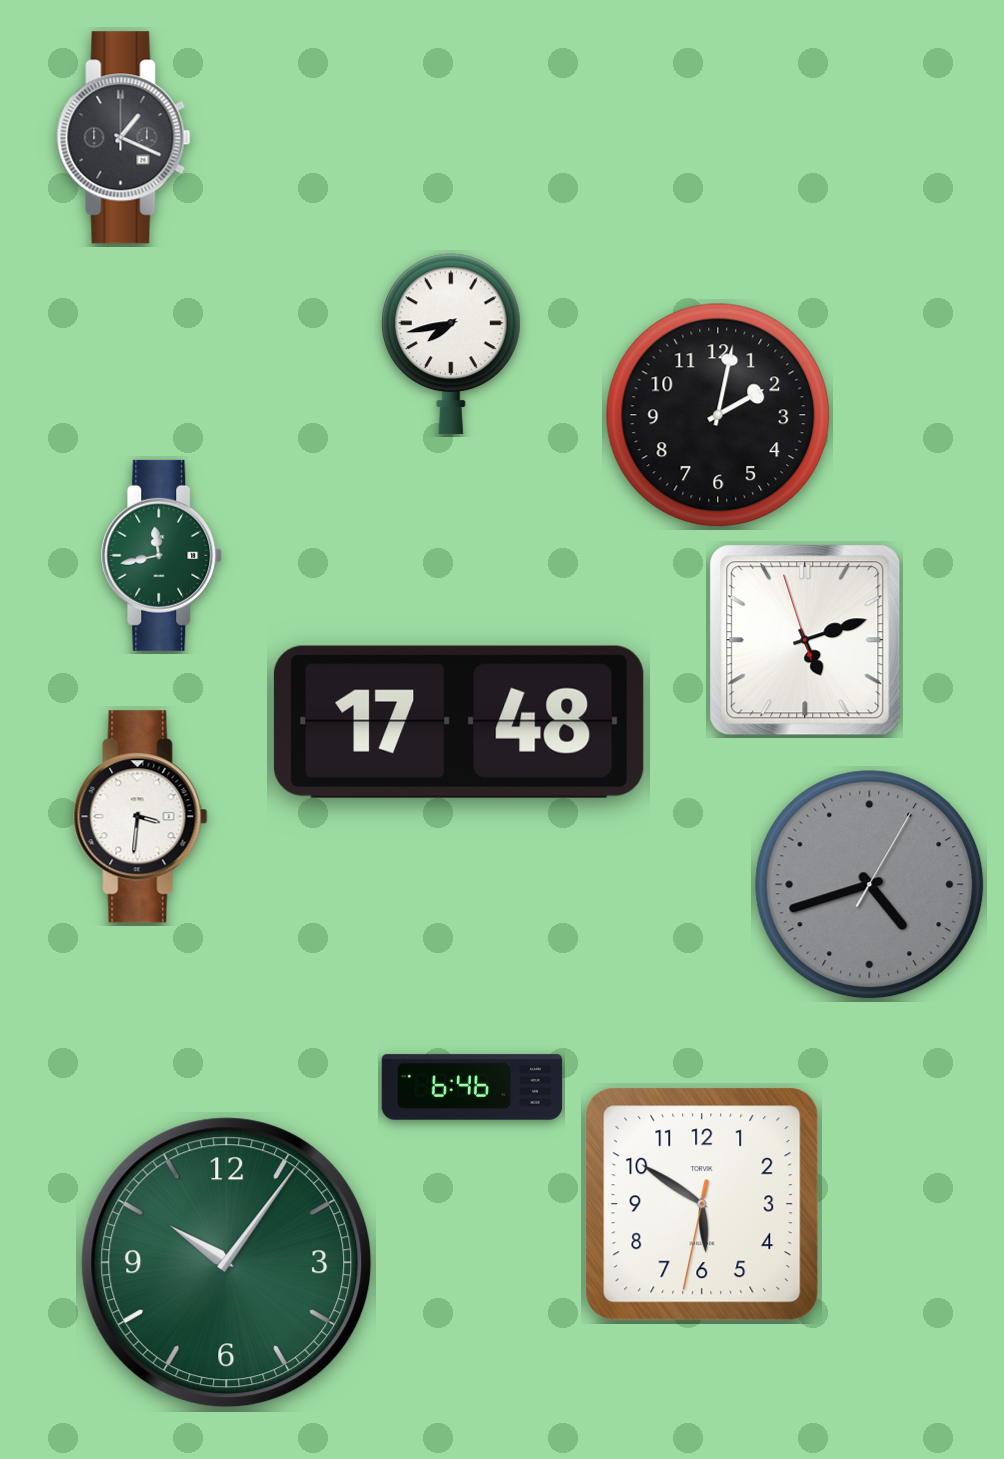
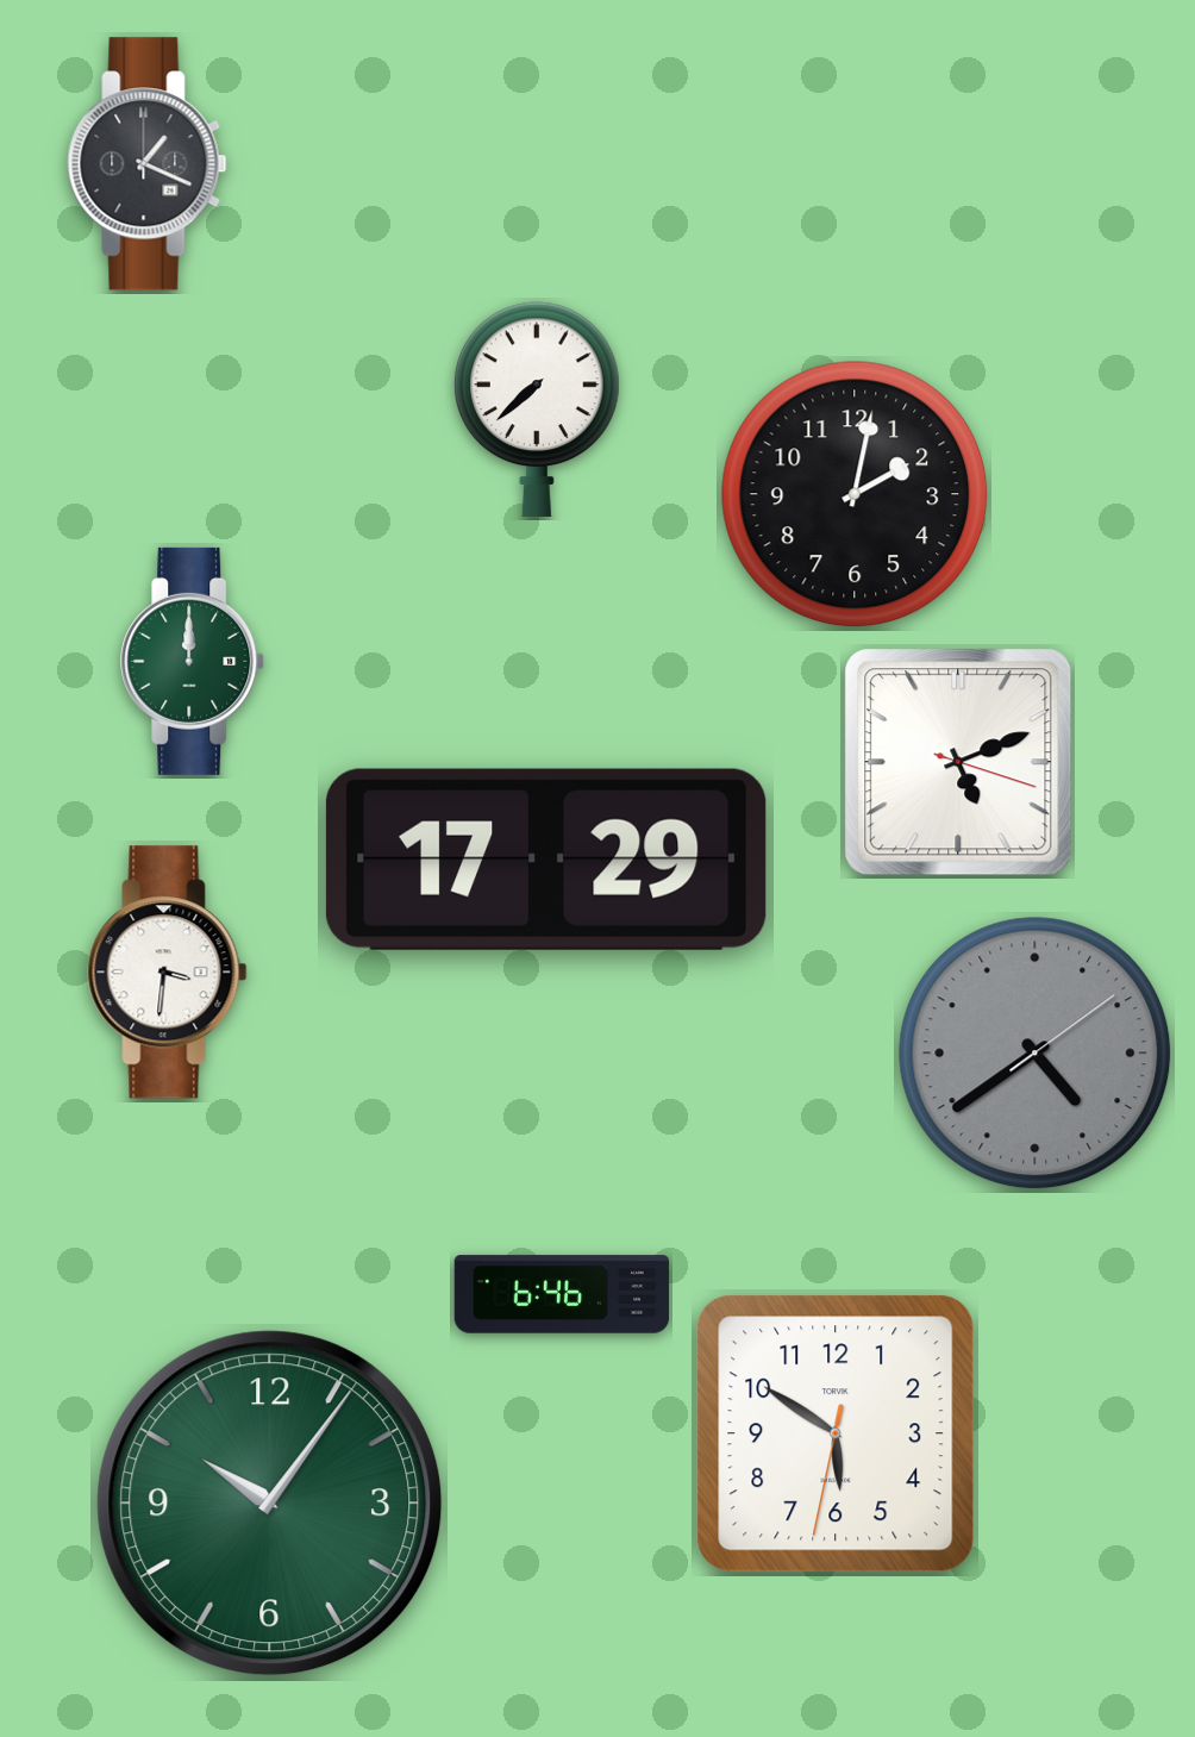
clock at (451, 344): 7:43 -> 7:38
clock at (162, 555): 11:43 -> 12:00
clock at (805, 640): 5:11:57 -> 5:11:18
clock at (459, 722): 17:48 -> 17:29
clock at (870, 885): 4:42 -> 4:39
